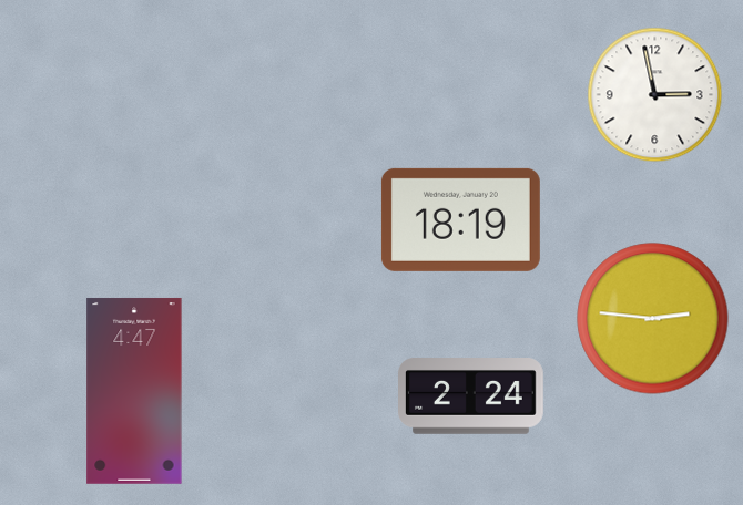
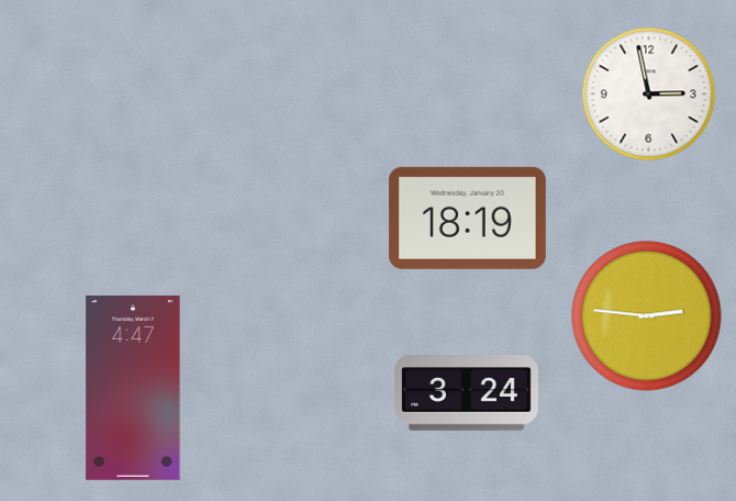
clock at (460, 219) position: (460, 219) -> (467, 218)
clock at (471, 396): 2:24 -> 3:24
